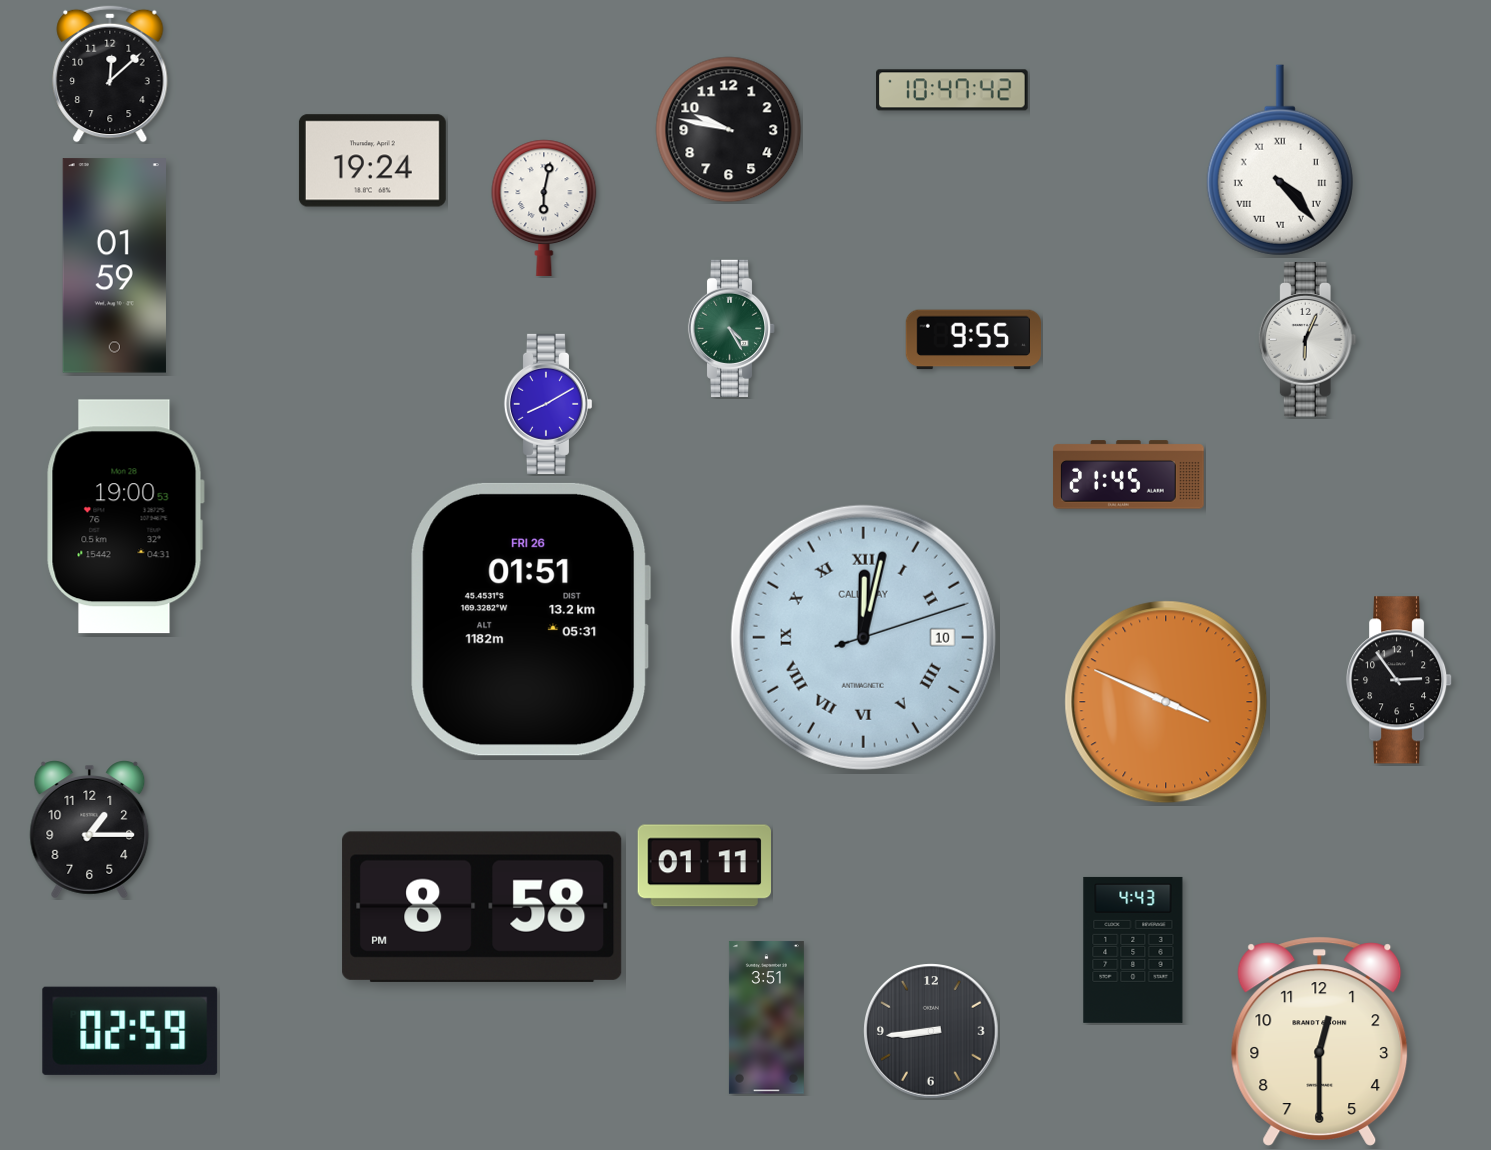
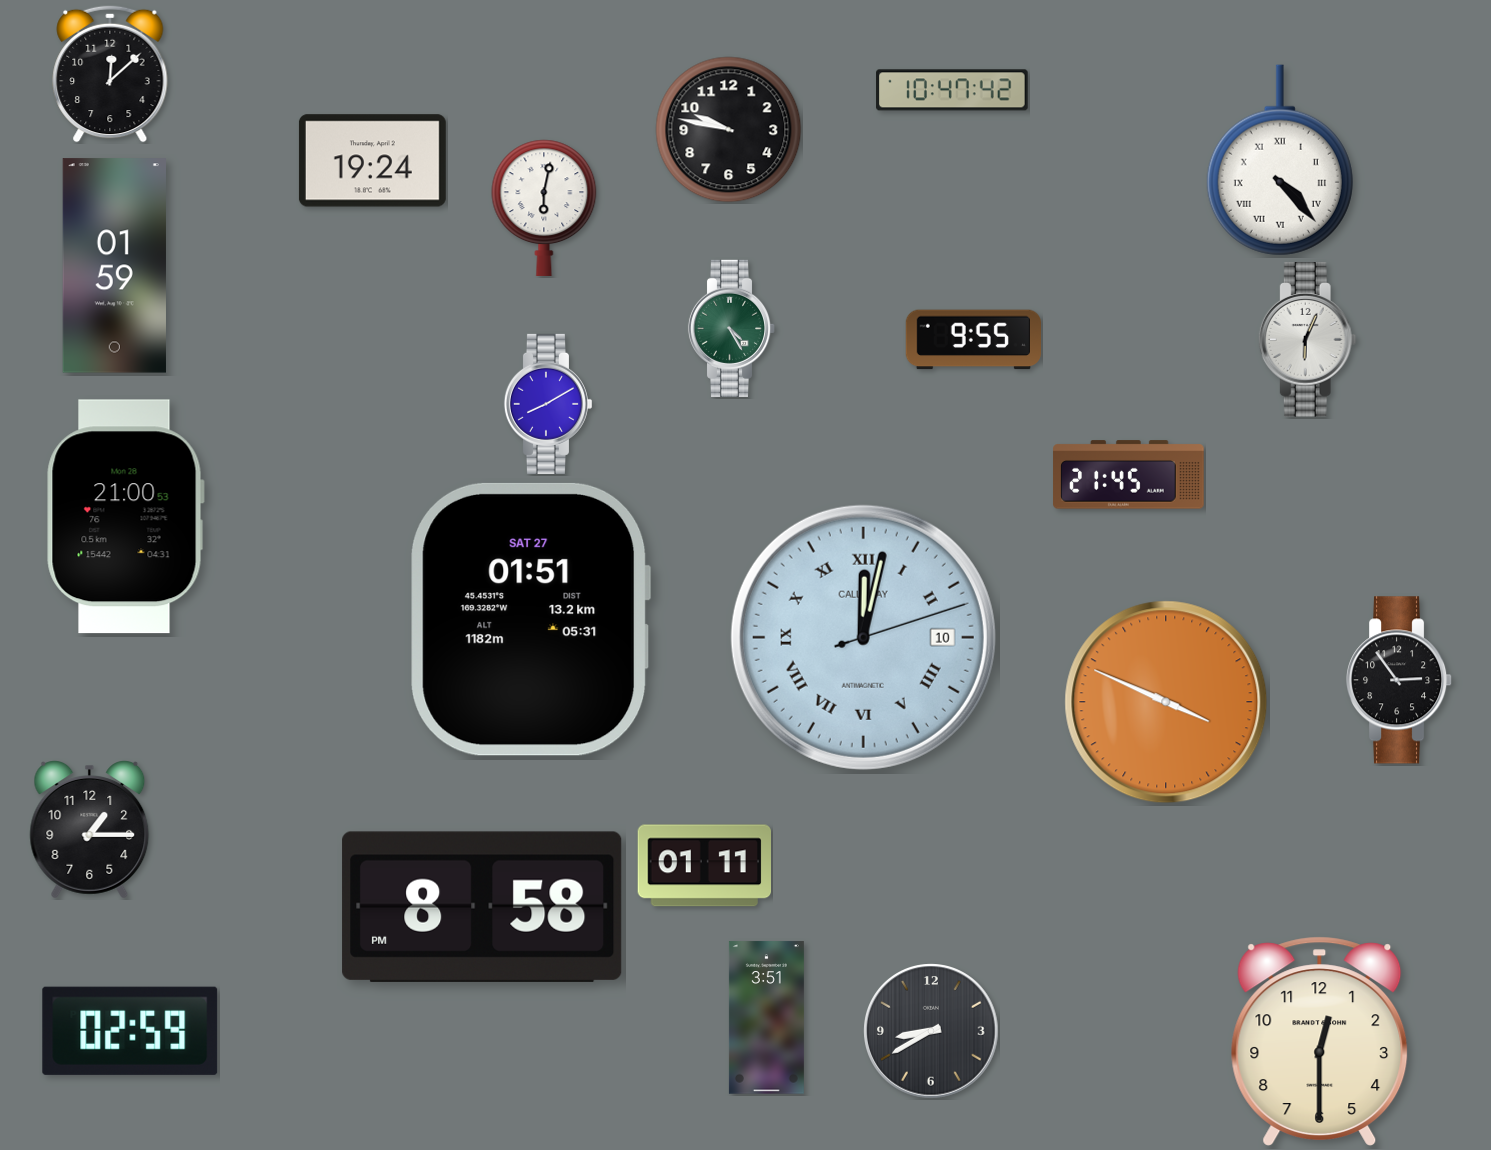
clock at (125, 517): 19:00 -> 21:00
clock at (531, 619) date: FRI 26 -> SAT 27
clock at (1133, 950): 4:43 -> none
clock at (931, 1031): 8:44 -> 8:40
